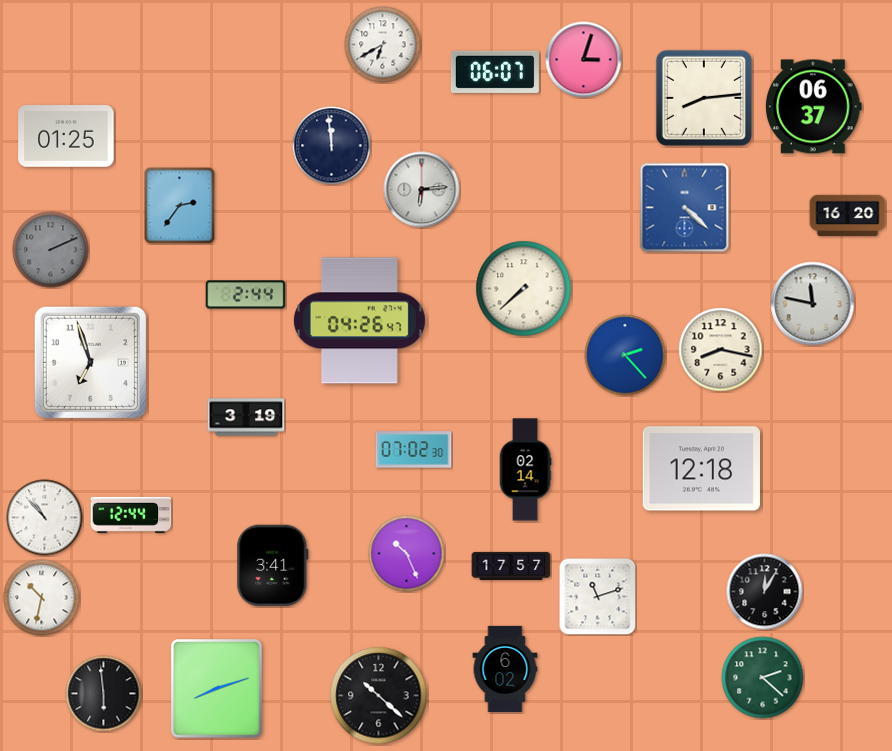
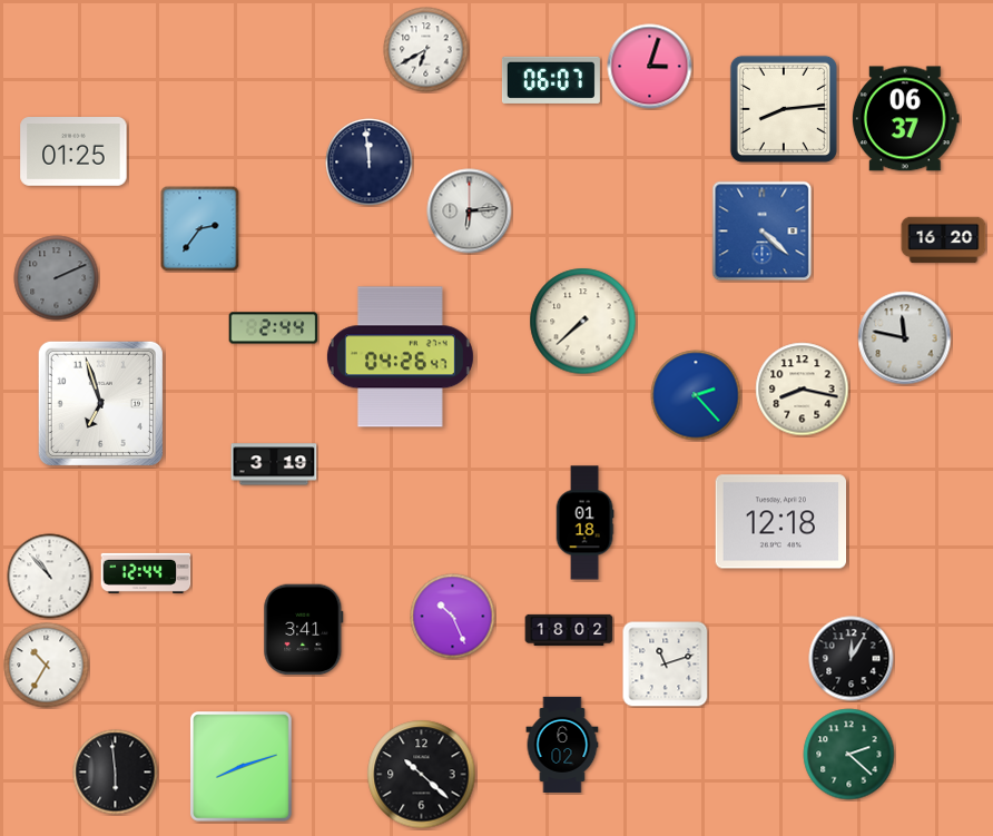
clock at (414, 450): 07:02 -> none
clock at (525, 470): 02:14 -> 01:18
clock at (511, 566): 17:57 -> 18:02
clock at (42, 598): 10:32 -> 10:35
